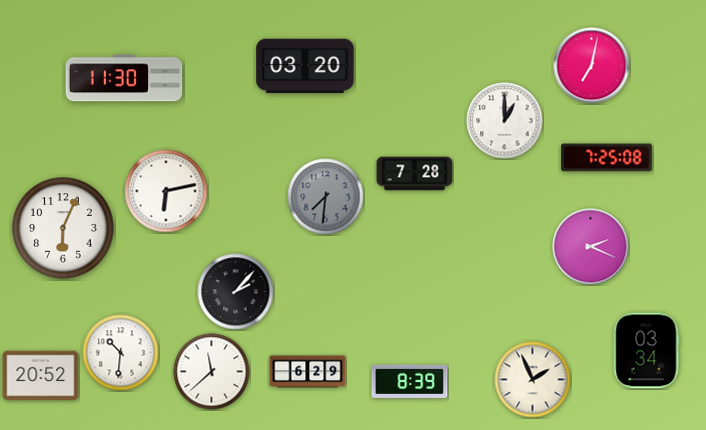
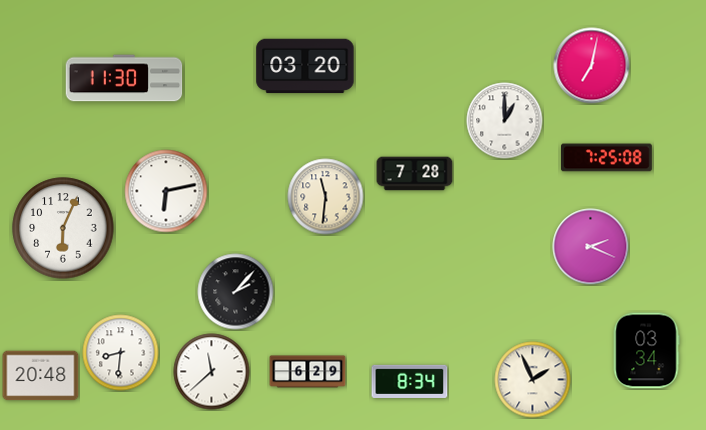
clock at (326, 197): 7:31 -> 11:31
clock at (326, 197) dial: grey -> cream
clock at (121, 353): 10:31 -> 8:31
clock at (41, 376): 20:52 -> 20:48
clock at (410, 381): 8:39 -> 8:34
